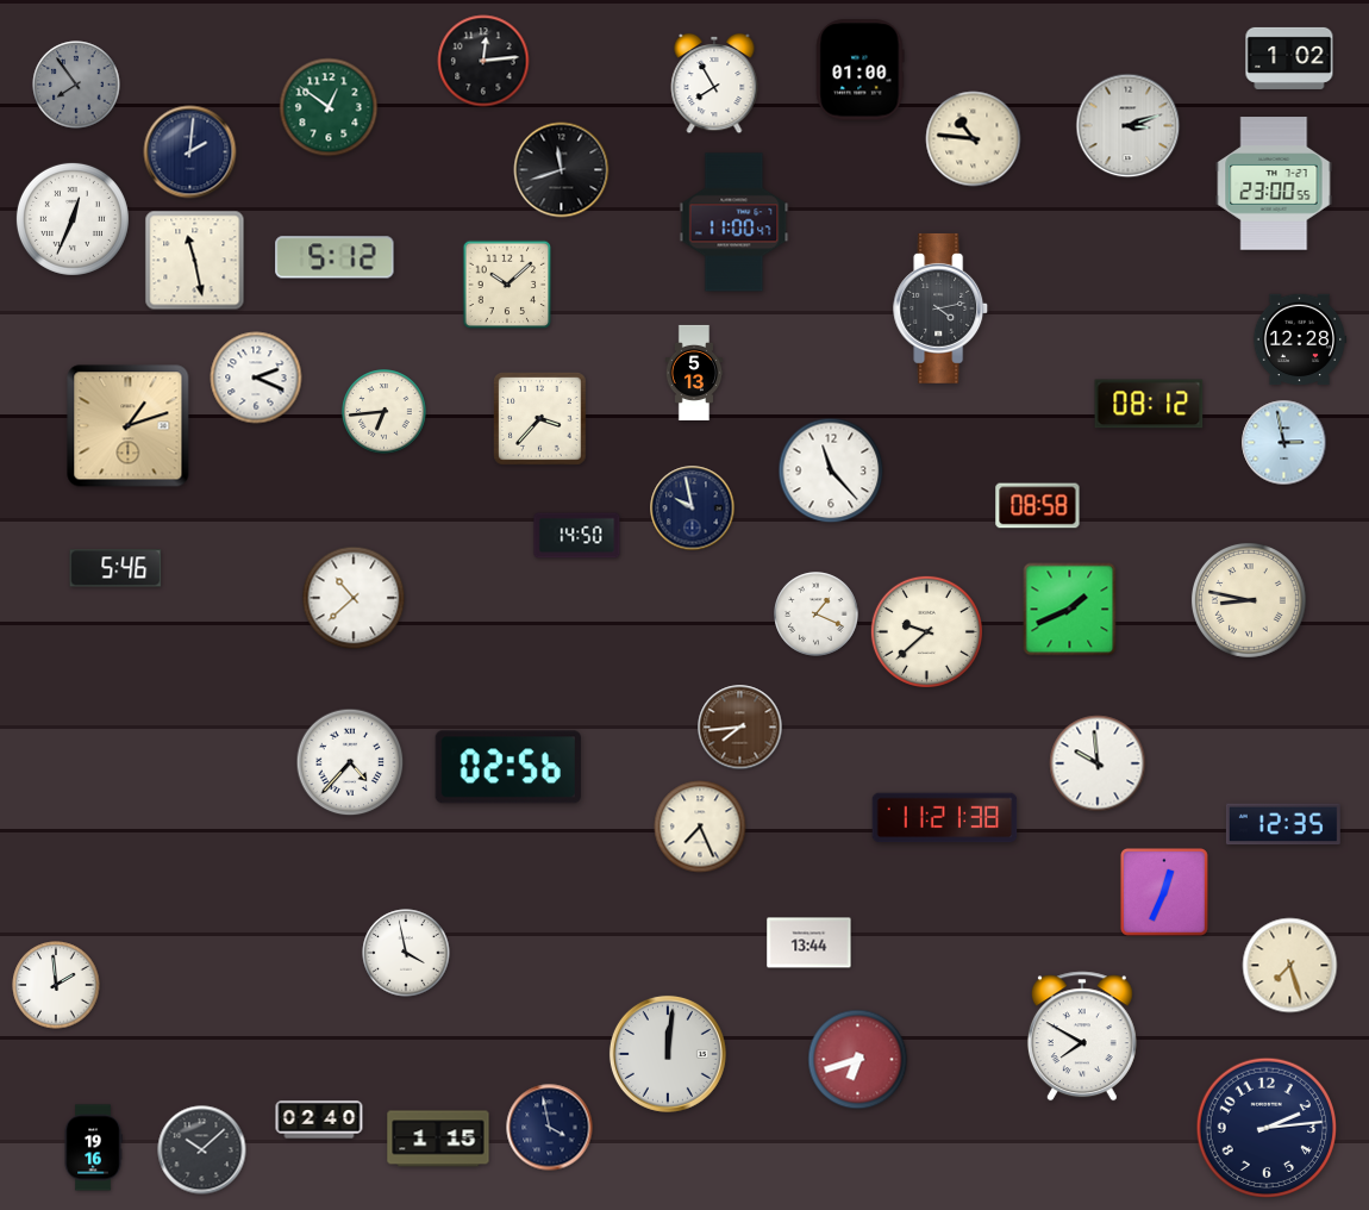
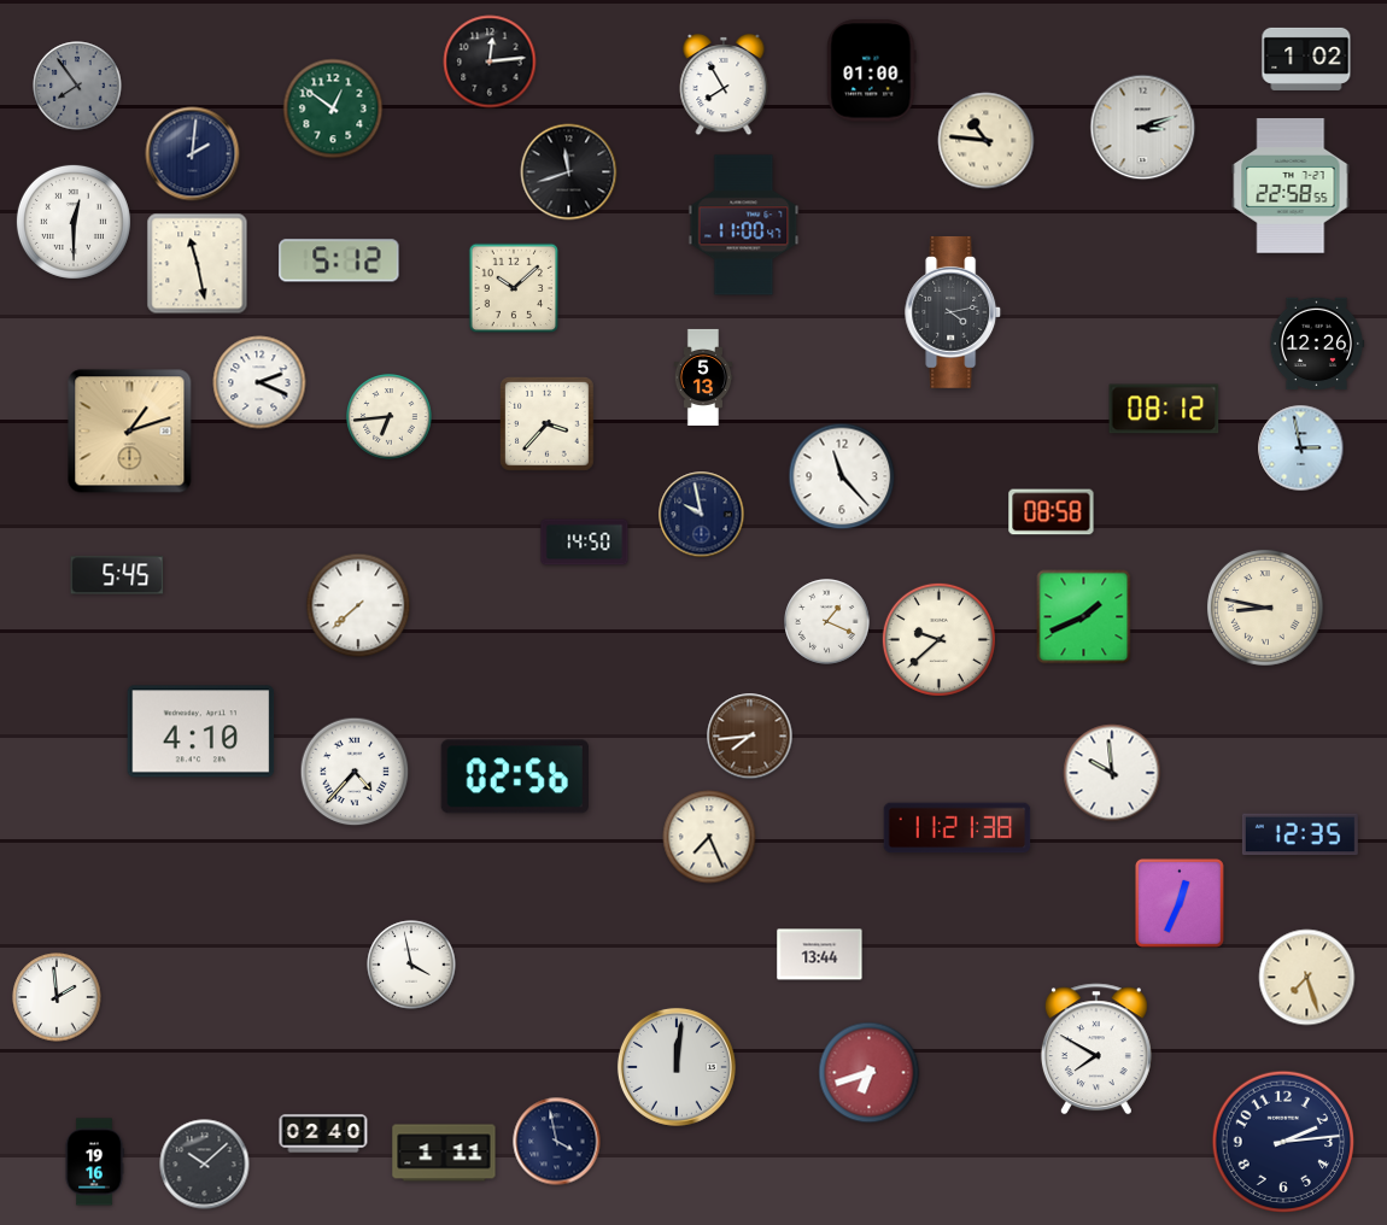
clock at (1274, 183): 23:00 -> 22:58
clock at (73, 219): 12:34 -> 12:30
clock at (1300, 339): 12:28 -> 12:26
clock at (115, 568): 5:46 -> 5:45
clock at (354, 598): 10:38 -> 7:38
clock at (201, 732): none -> 4:10
clock at (438, 1139): 1:15 -> 1:11
